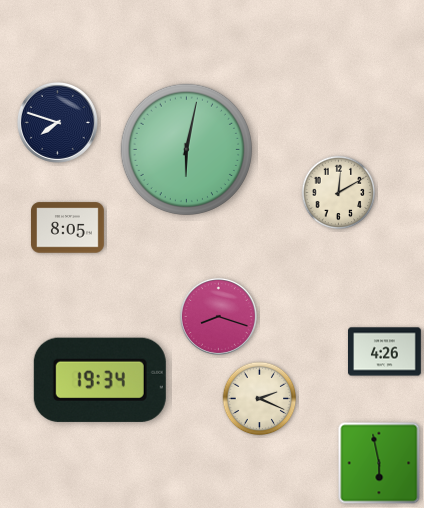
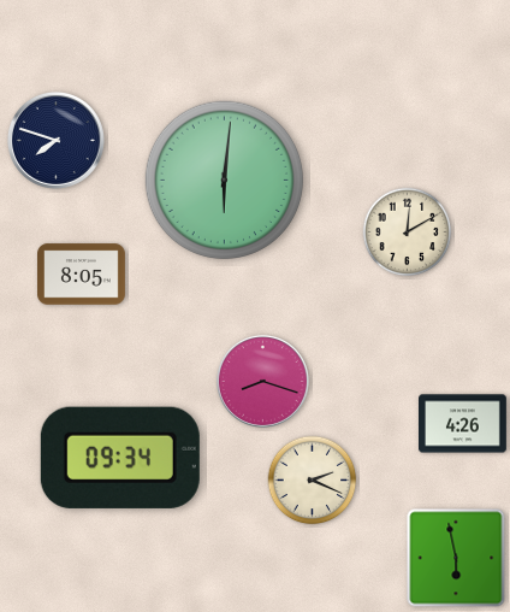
clock at (57, 122) position: (57, 122) -> (55, 140)
clock at (186, 149): 6:02 -> 6:01
clock at (100, 380): 19:34 -> 09:34
